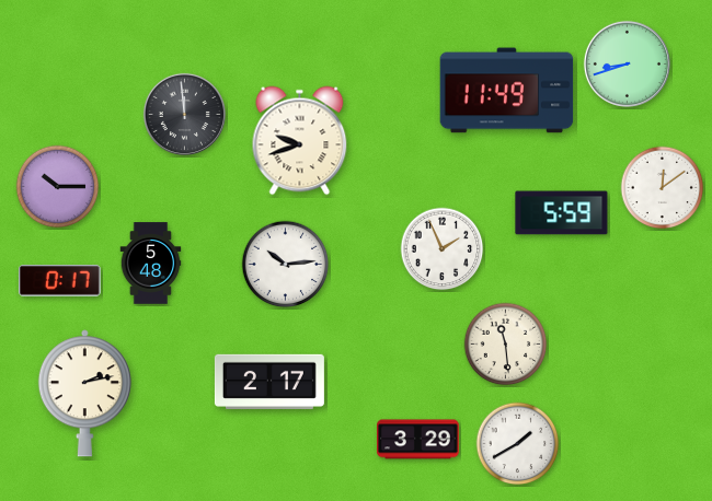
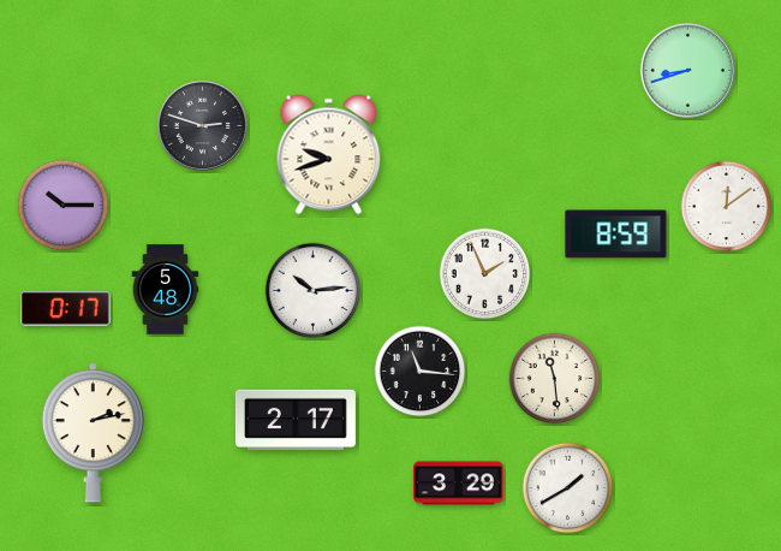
clock at (507, 91): 11:49 -> none
clock at (184, 114): 11:59 -> 2:48
clock at (562, 213): 5:59 -> 8:59
clock at (421, 372): none -> 11:16
